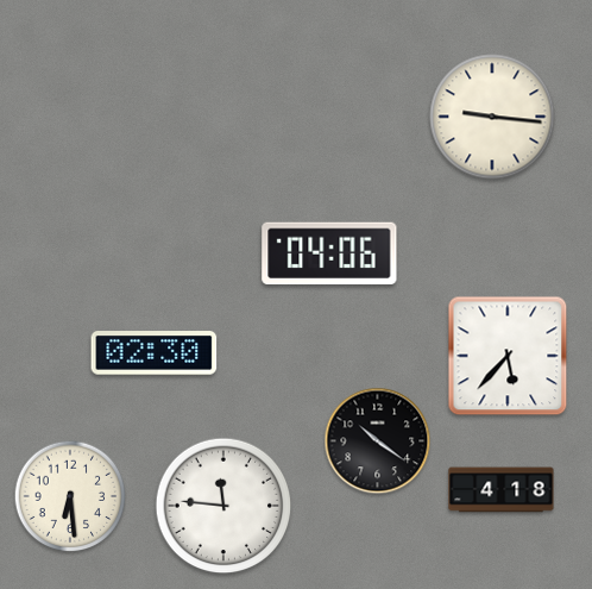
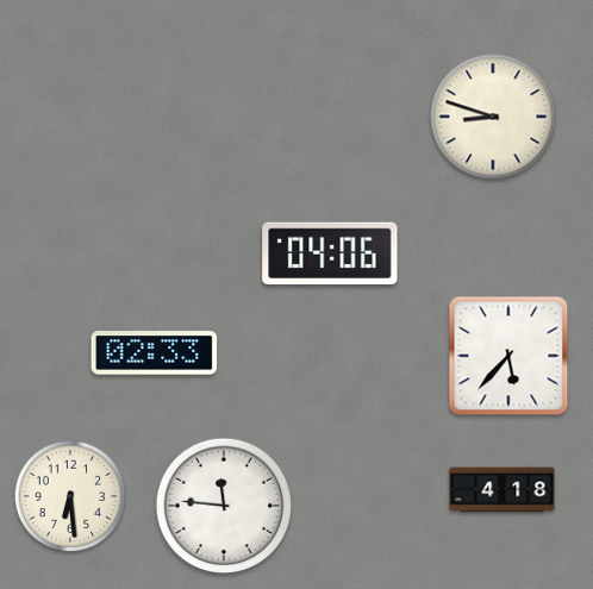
clock at (492, 117): 9:16 -> 8:48
clock at (155, 353): 02:30 -> 02:33
clock at (378, 441): 10:21 -> none
